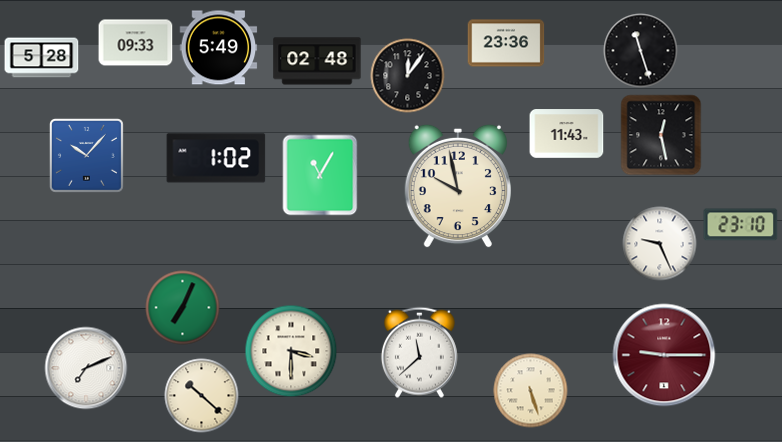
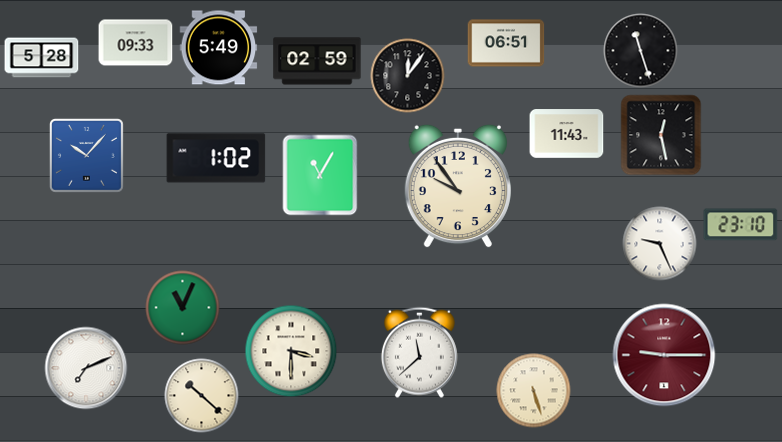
clock at (506, 43): 23:36 -> 06:51
clock at (317, 61): 02:48 -> 02:59
clock at (458, 186): 9:58 -> 9:54
clock at (183, 308): 7:04 -> 11:04
clock at (531, 391) position: (531, 391) -> (534, 391)
